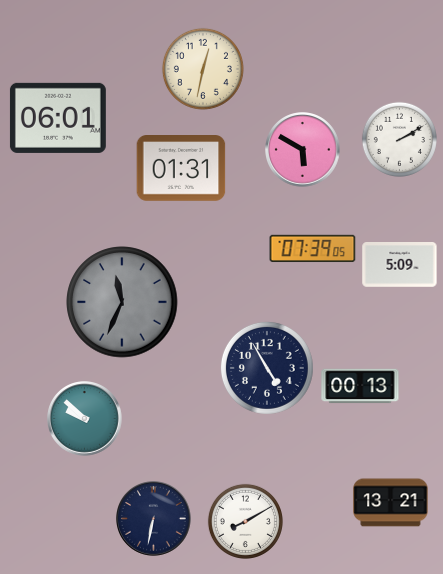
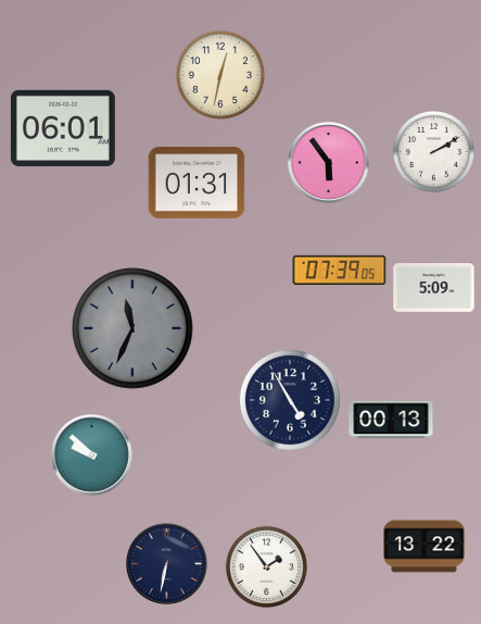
clock at (303, 150): 5:50 -> 5:54
clock at (391, 503): 13:21 -> 13:22
clock at (245, 521): 8:10 -> 1:54
